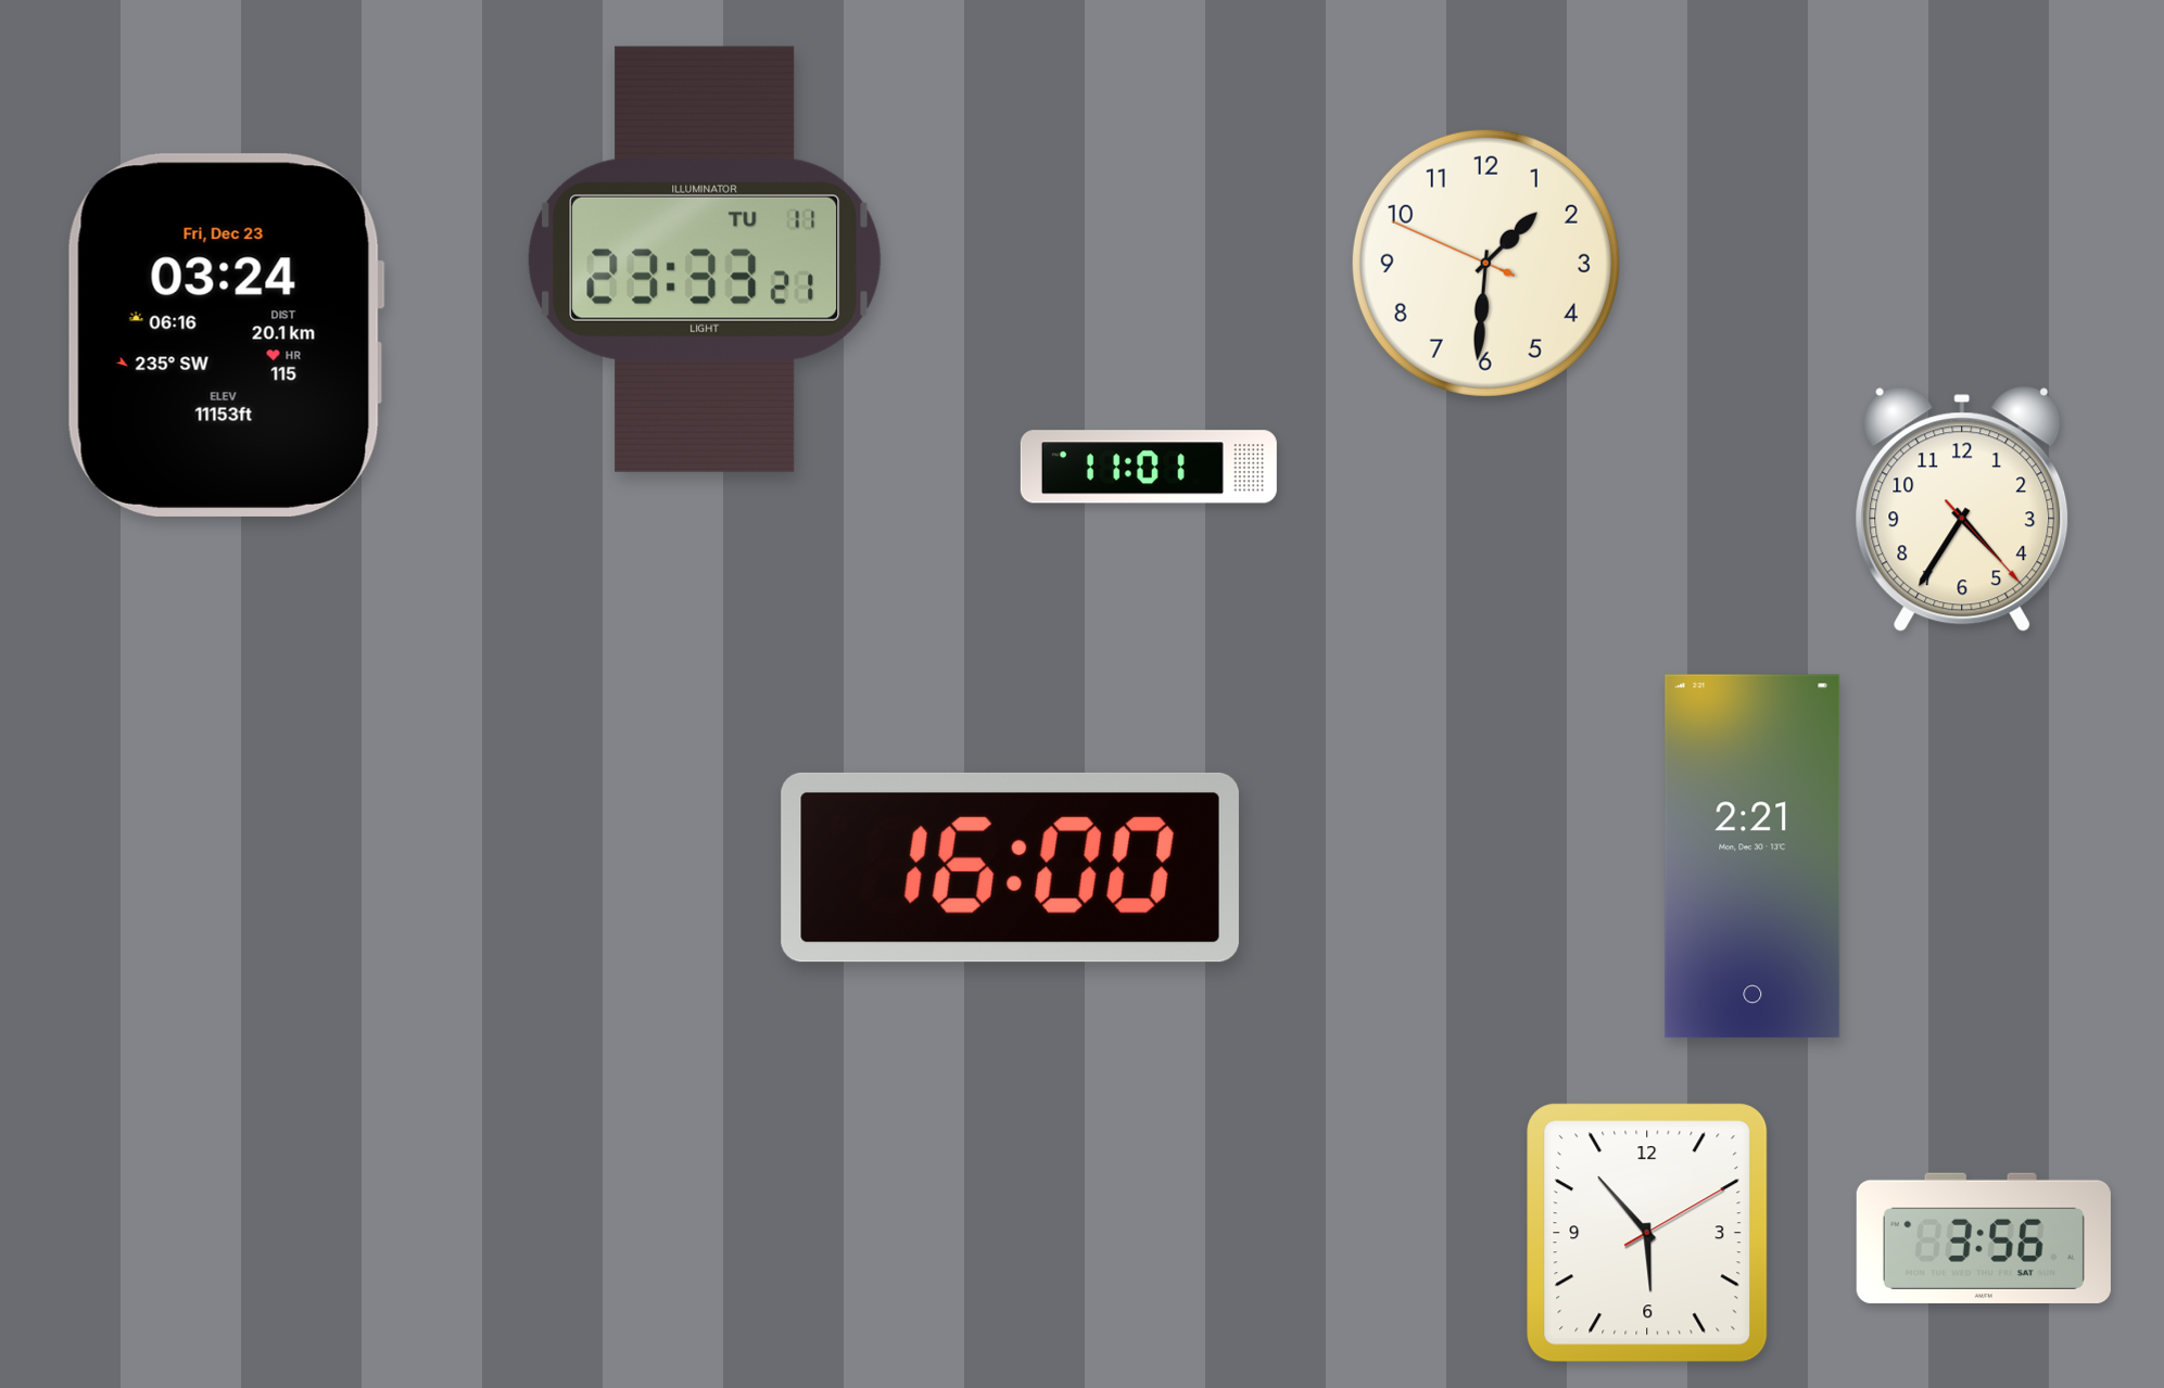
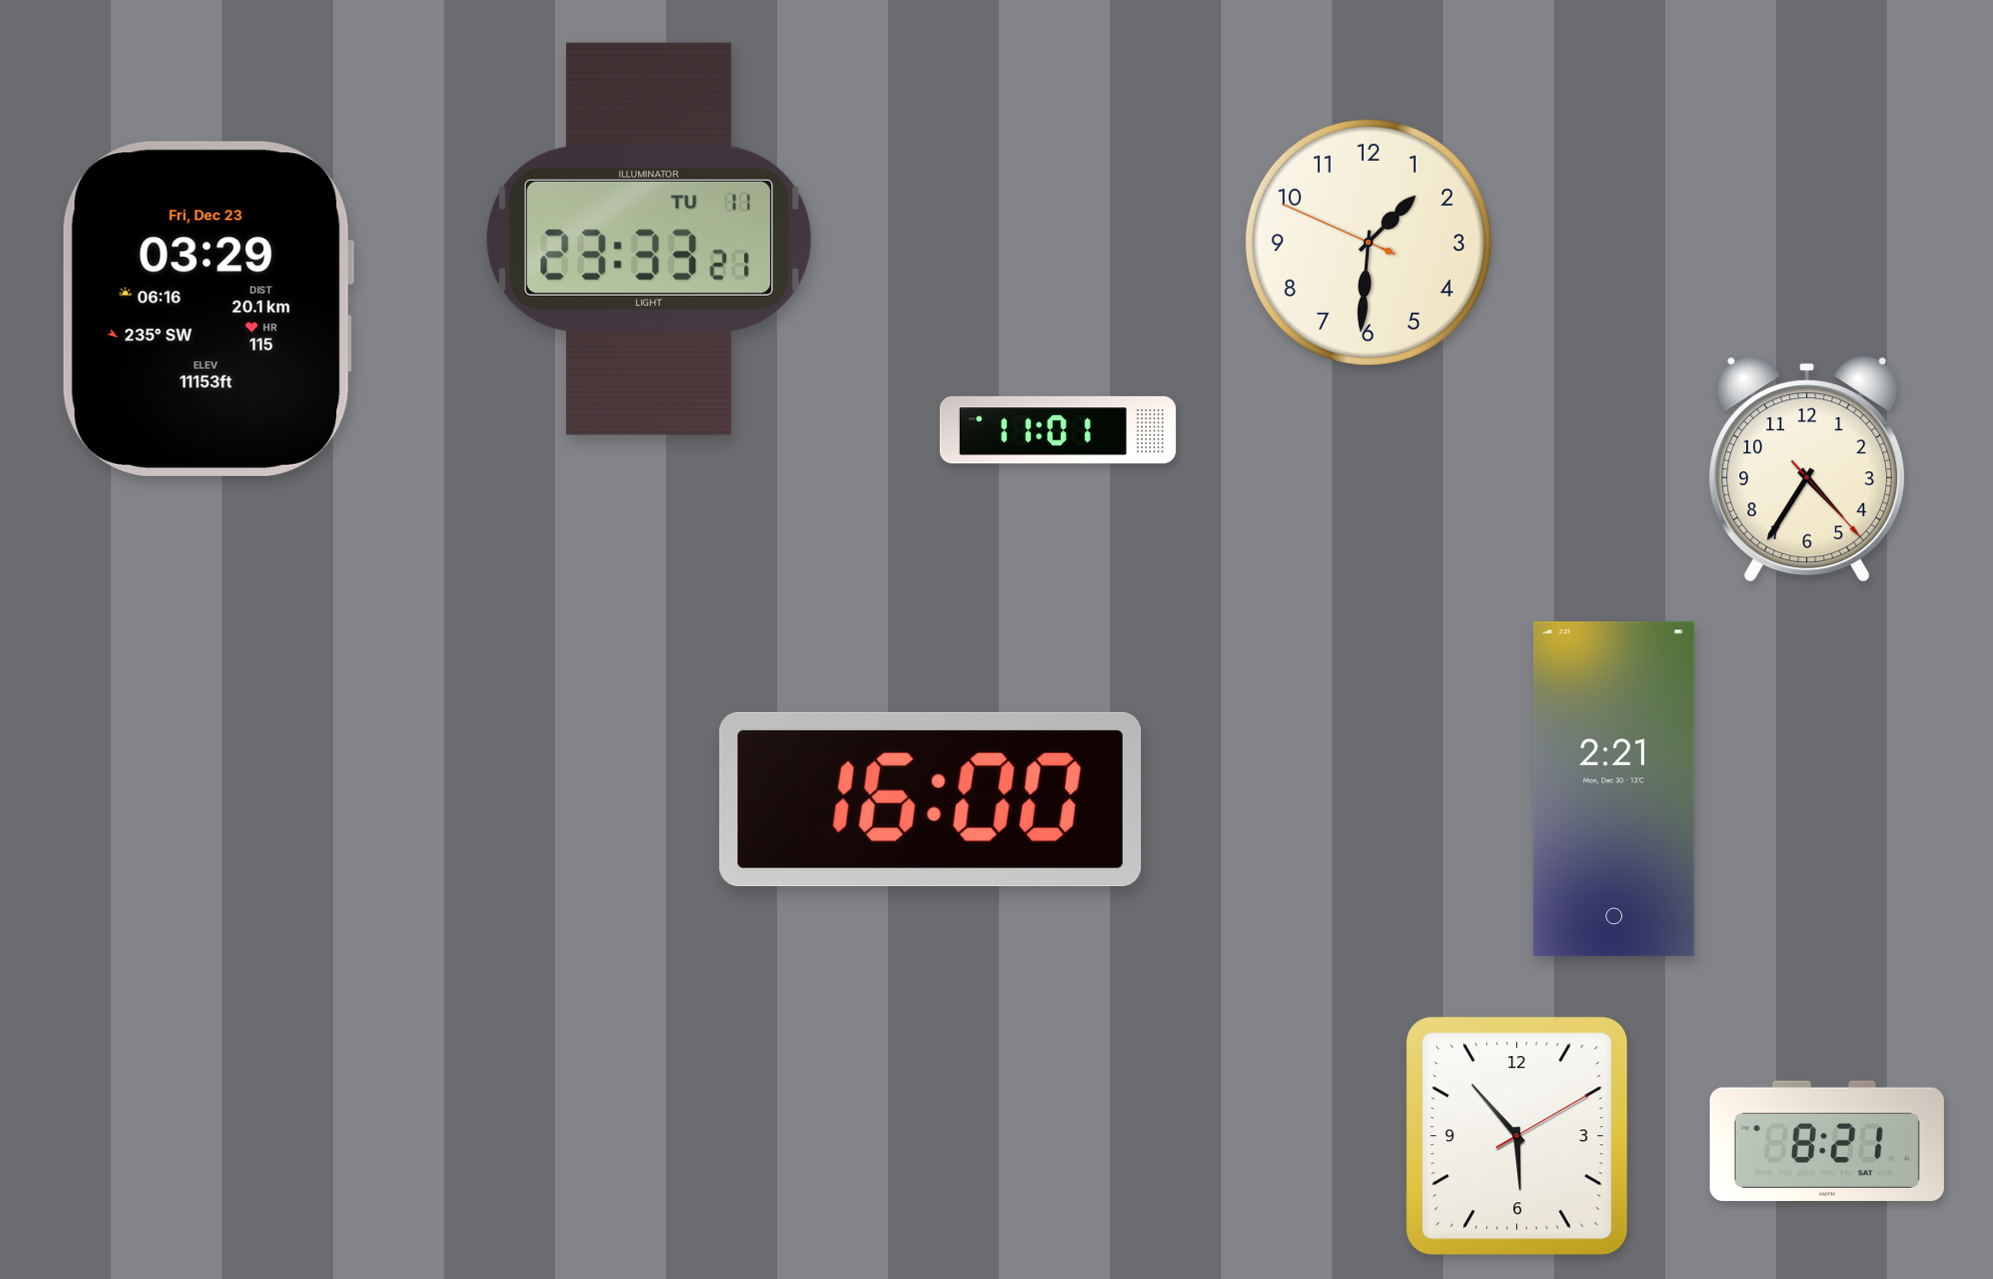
clock at (226, 335): 03:24 -> 03:29
clock at (1984, 1238): 3:56 -> 8:21
